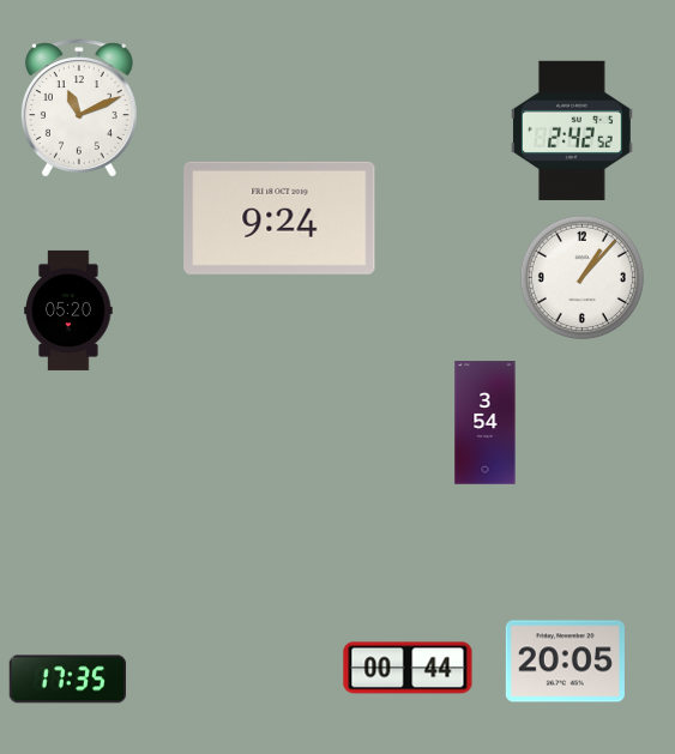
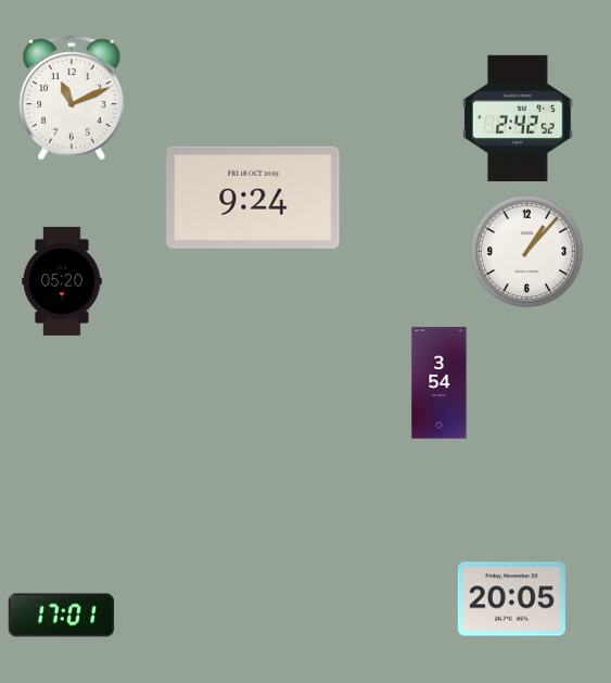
clock at (408, 668): 00:44 -> none
clock at (68, 680): 17:35 -> 17:01
